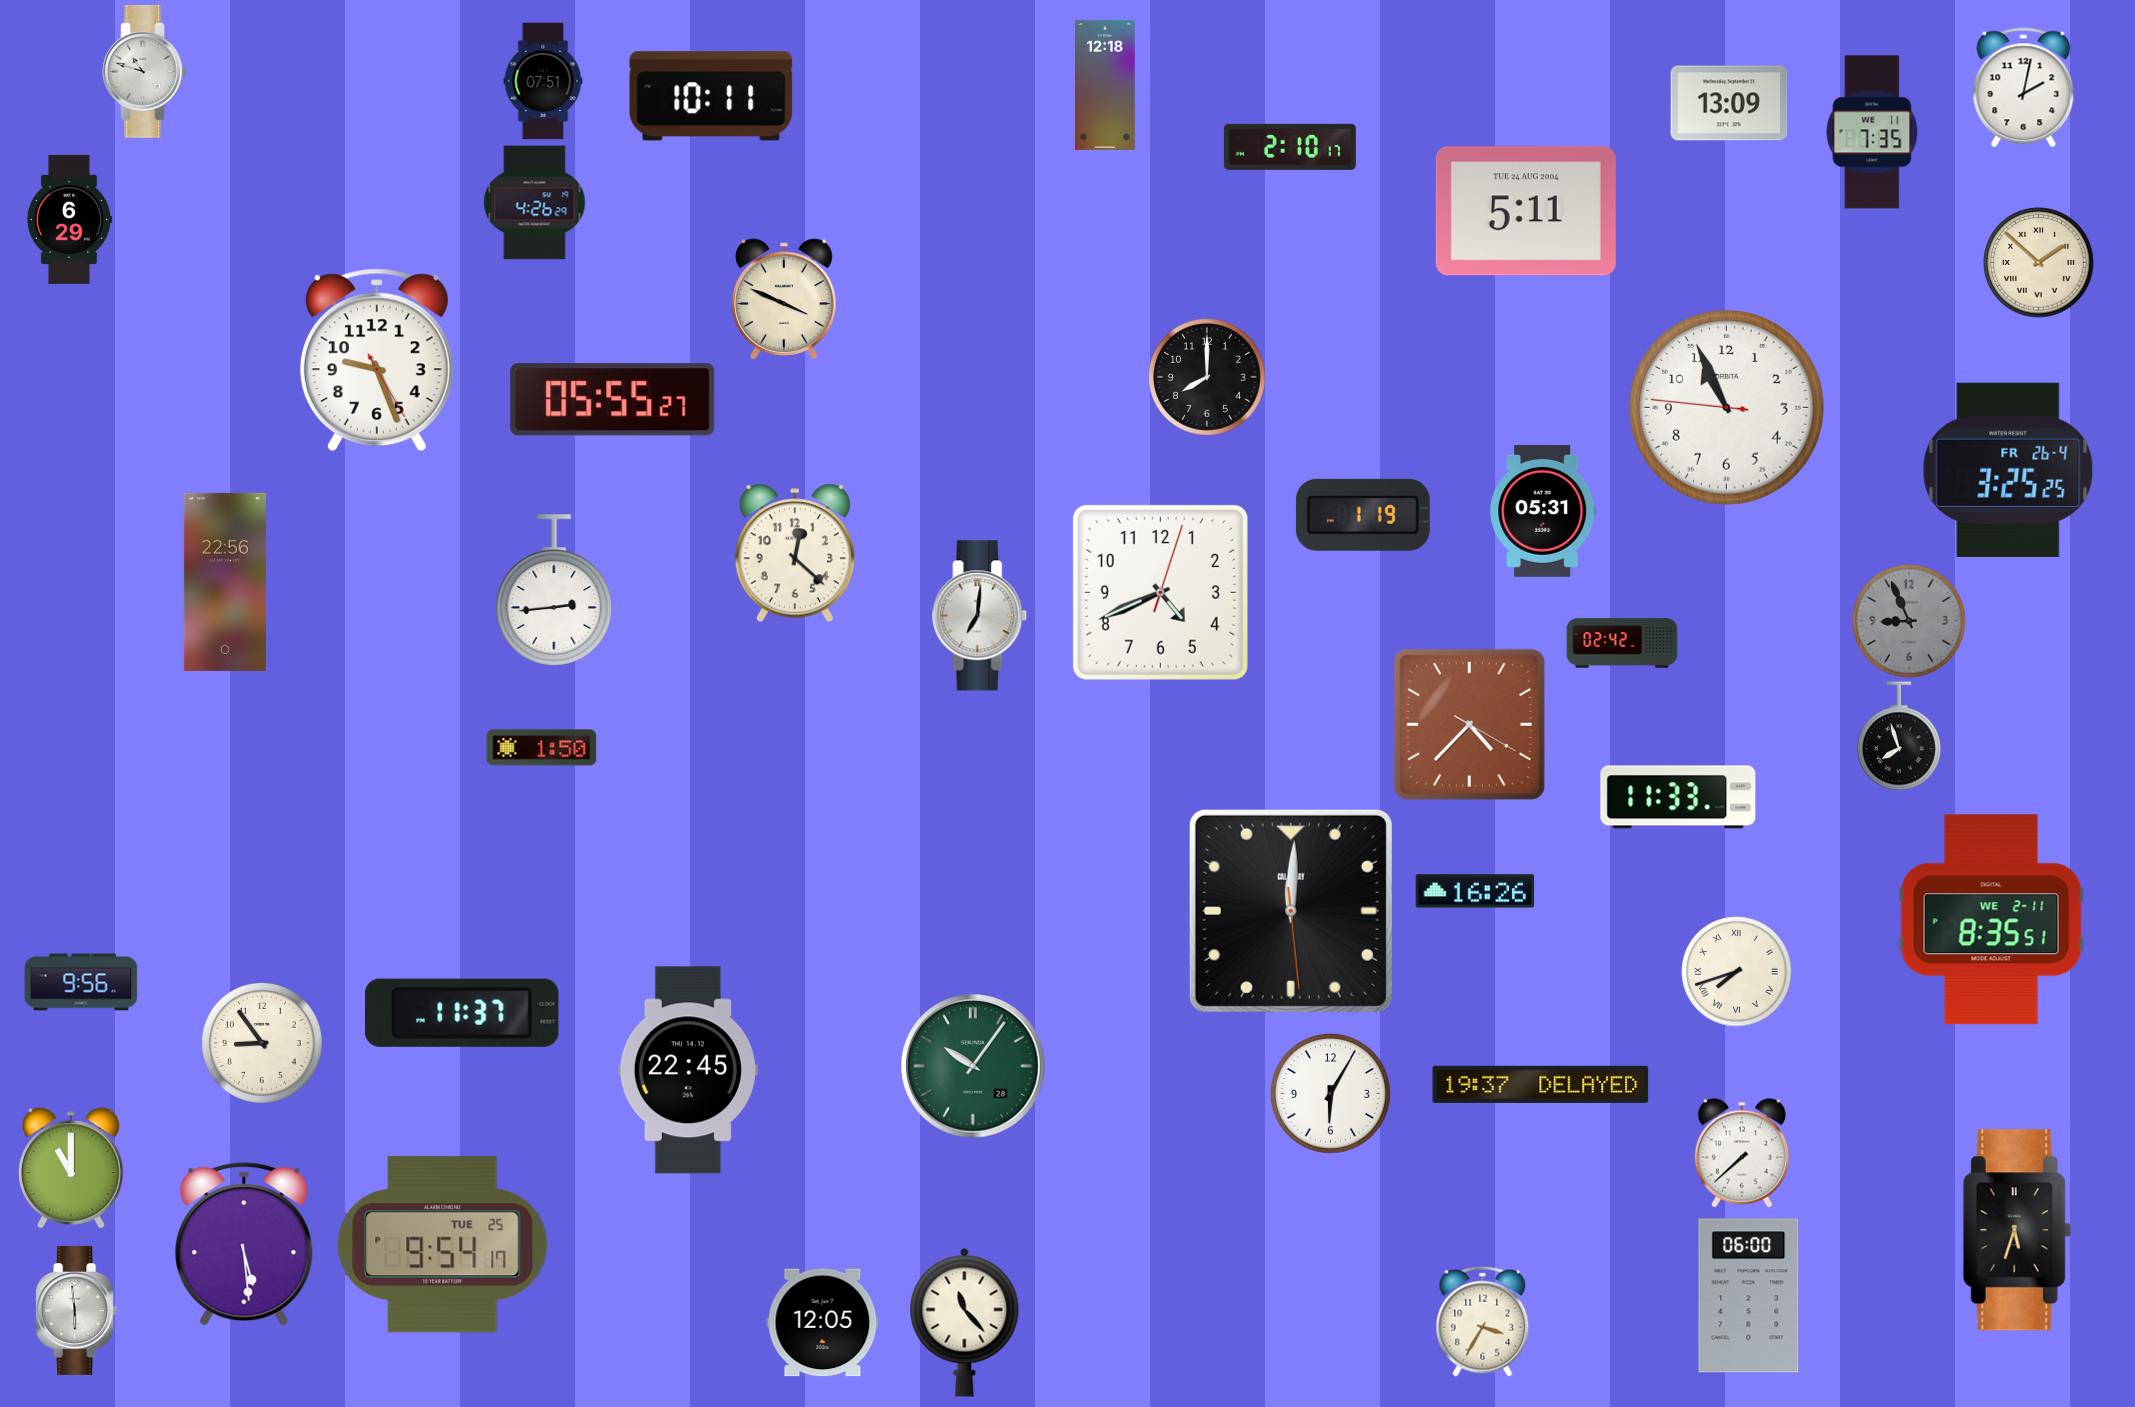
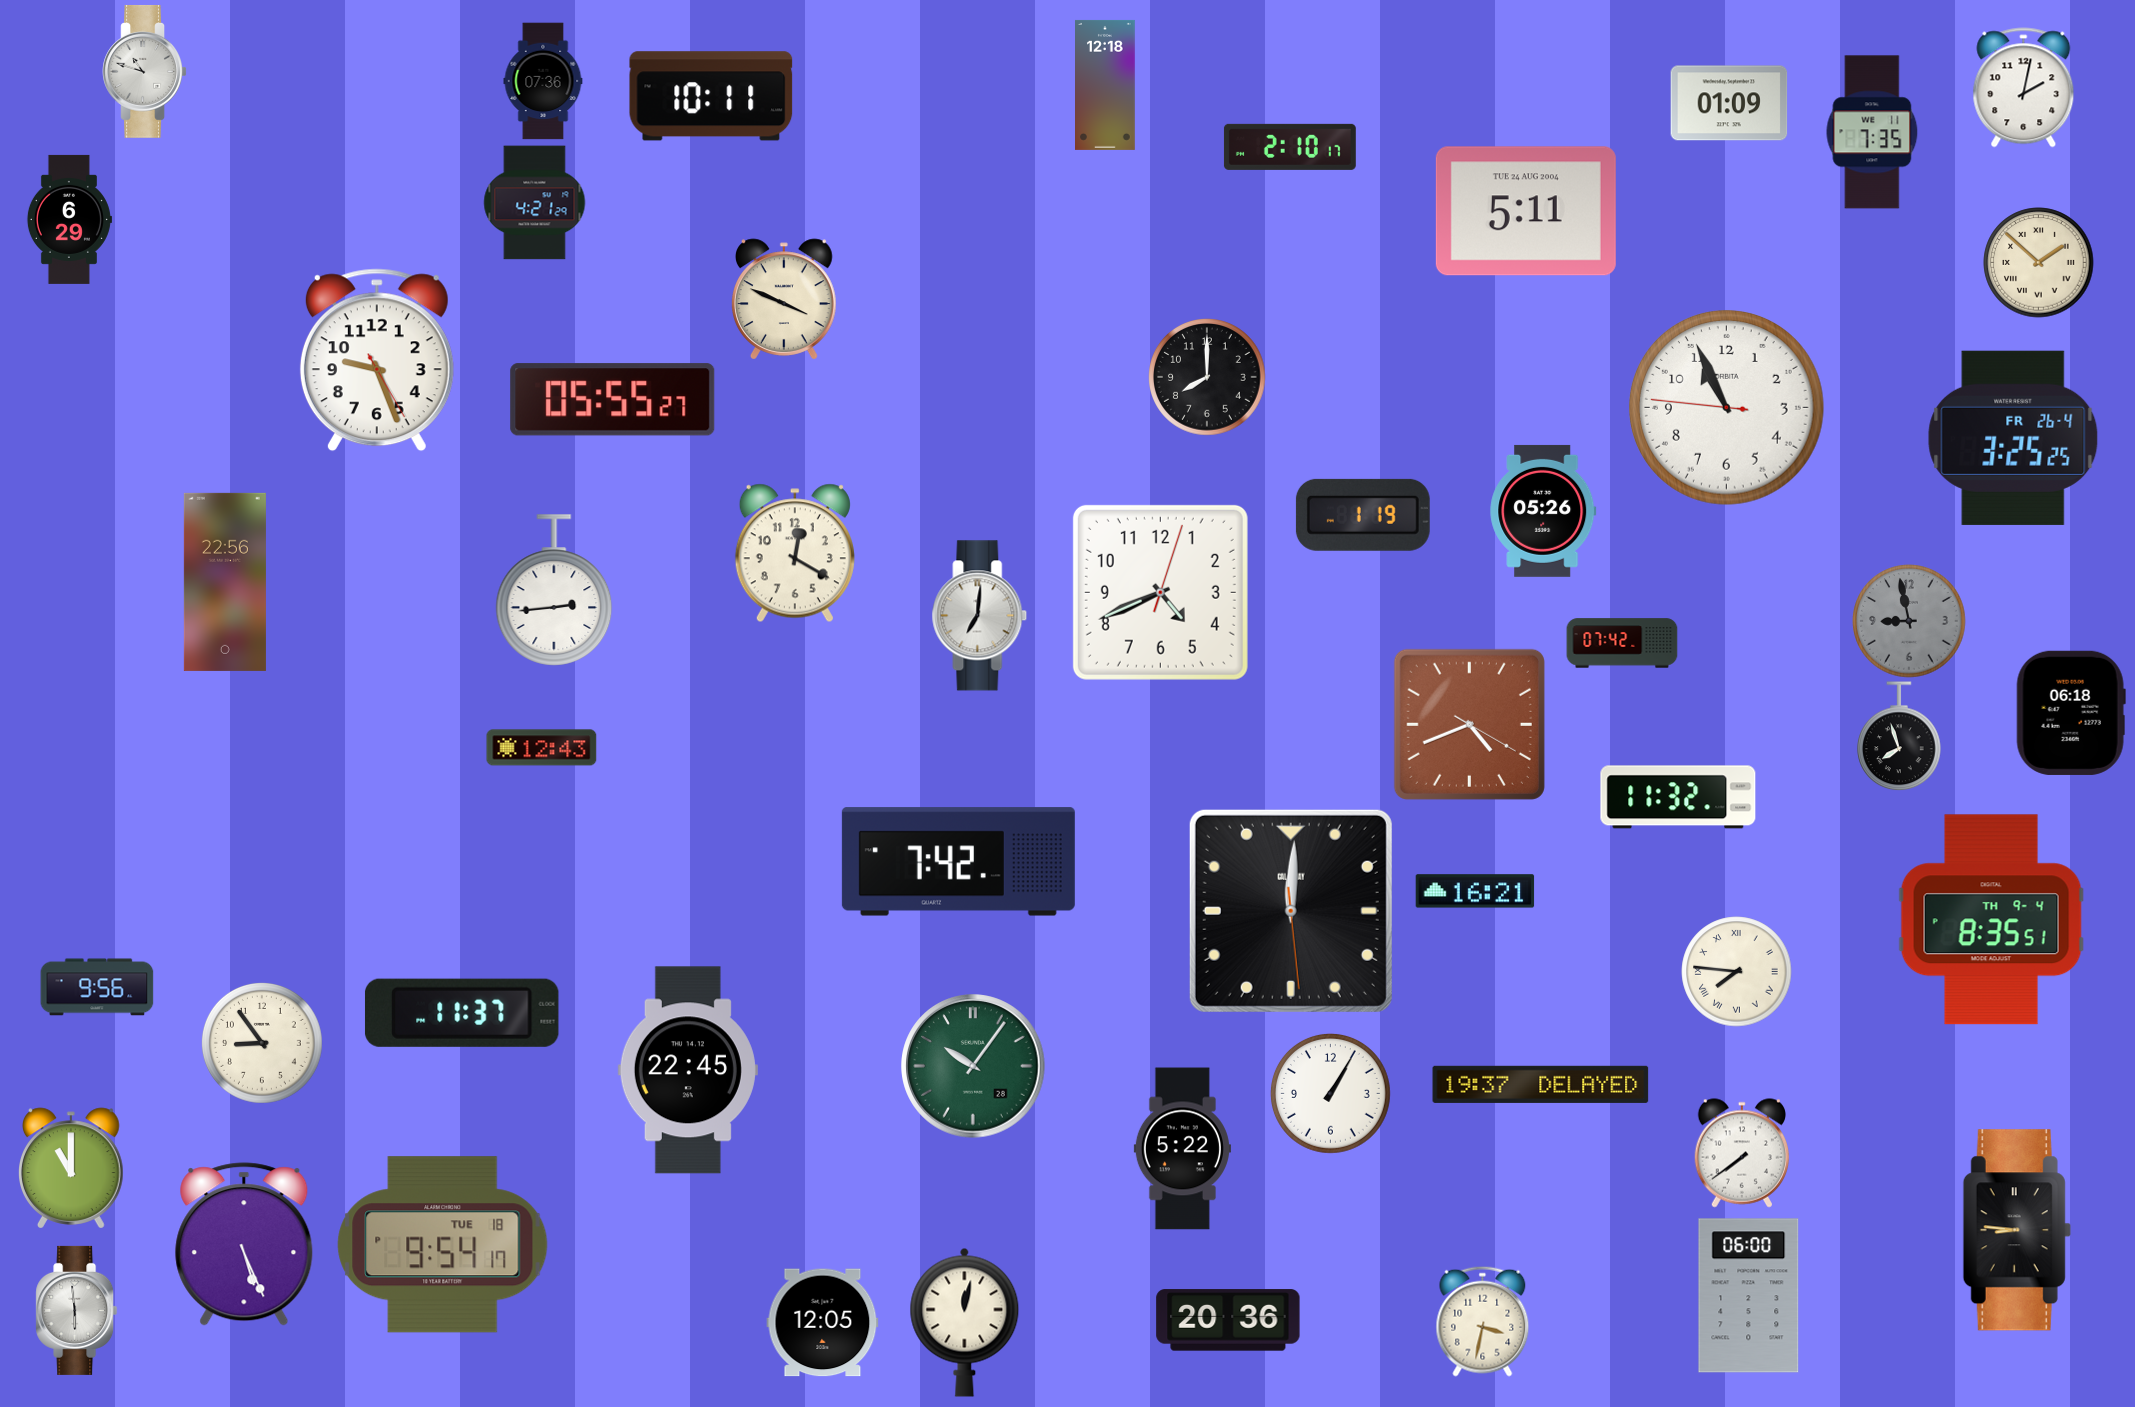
clock at (543, 81): 07:51 -> 07:36
clock at (1729, 103): 13:09 -> 01:09
clock at (535, 203): 4:26 -> 4:21
clock at (2008, 470) position: (2008, 470) -> (2013, 438)
clock at (1543, 511): 05:31 -> 05:26
clock at (795, 553): 12:22 -> 12:20
clock at (1909, 621): 8:56 -> 8:58
clock at (1622, 643): 02:42 -> 07:42
clock at (2071, 713): none -> 06:18
clock at (1469, 724): 4:37 -> 4:41
clock at (542, 748): 1:50 -> 12:43
clock at (1678, 797): 11:33 -> 11:32
clock at (958, 862): none -> 7:42
clock at (1475, 891): 16:26 -> 16:21
clock at (1991, 920) date: WE 2-11 -> TH 9-4
clock at (1737, 972): 7:42 -> 7:46
clock at (81, 982) position: (81, 982) -> (97, 987)
clock at (1330, 1093): 6:05 -> 1:05
clock at (1182, 1149): none -> 5:22
clock at (1741, 1153): 7:38 -> 7:39
clock at (2017, 1230): 5:33 -> 8:46
clock at (244, 1244): 5:29 -> 5:26
clock at (443, 1245) date: TUE 25 -> TUE 18
clock at (1228, 1320): none -> 20:36
clock at (1483, 1321): 3:35 -> 3:32
clock at (965, 1322): 11:23 -> 12:02
